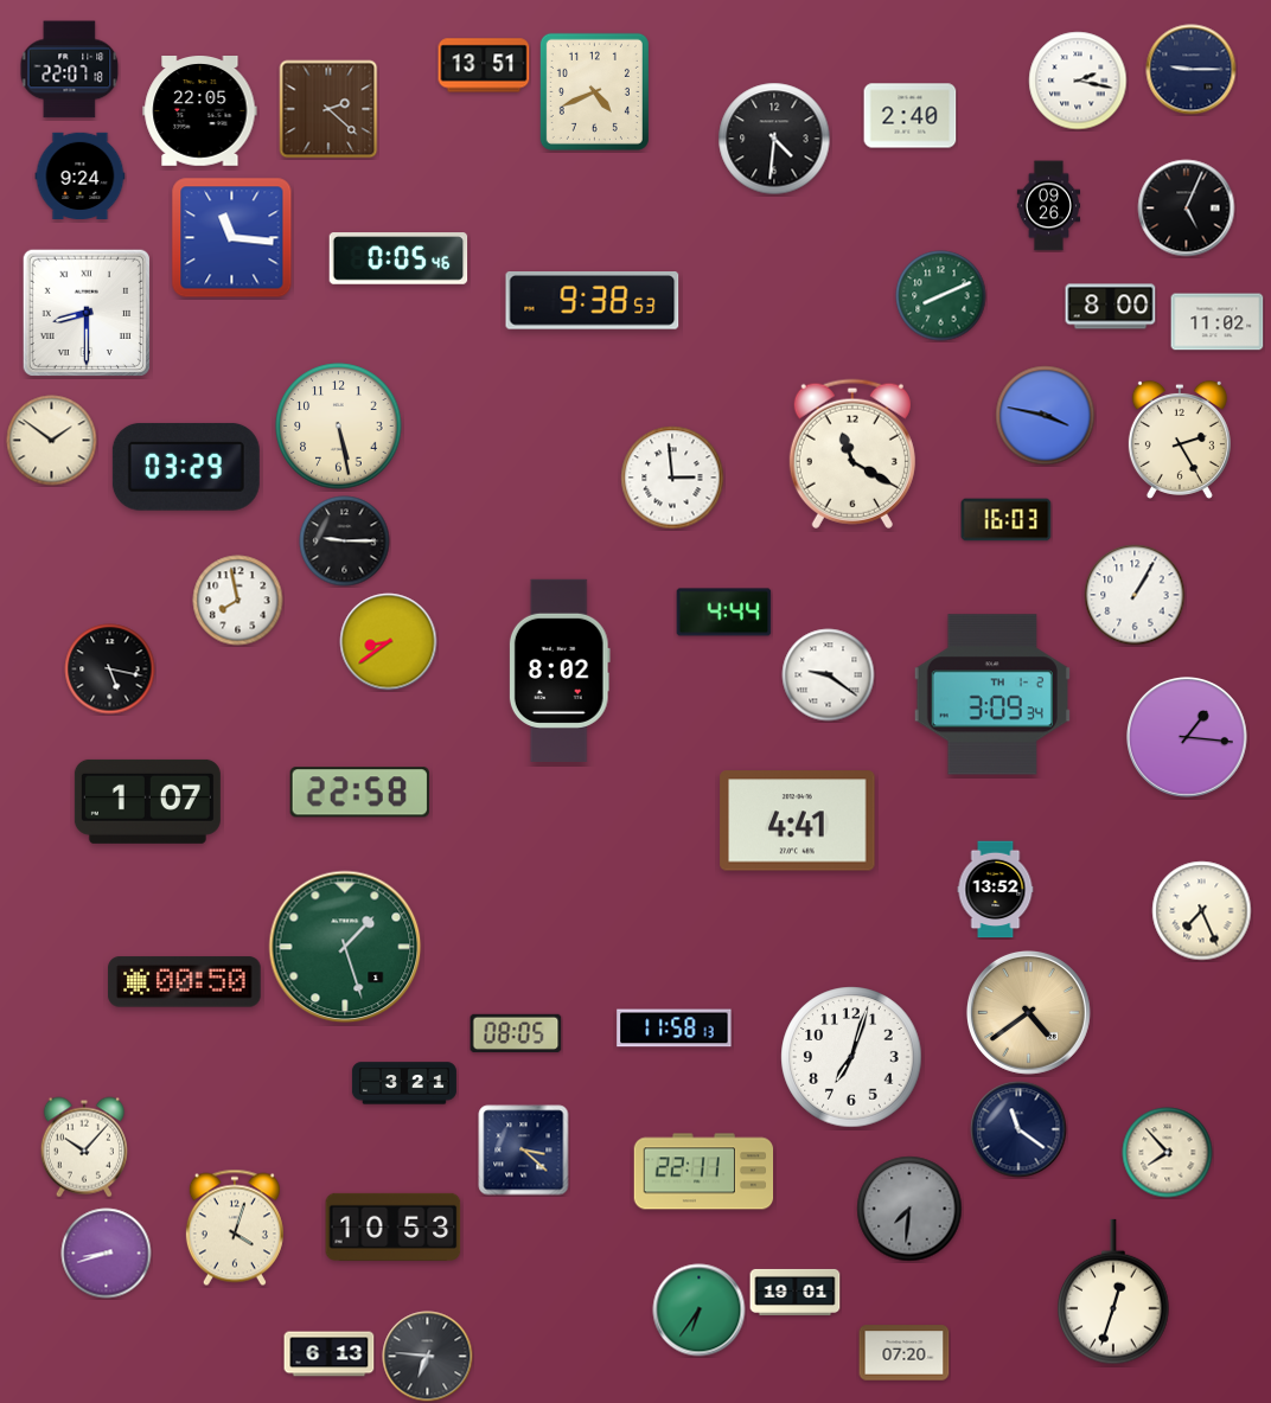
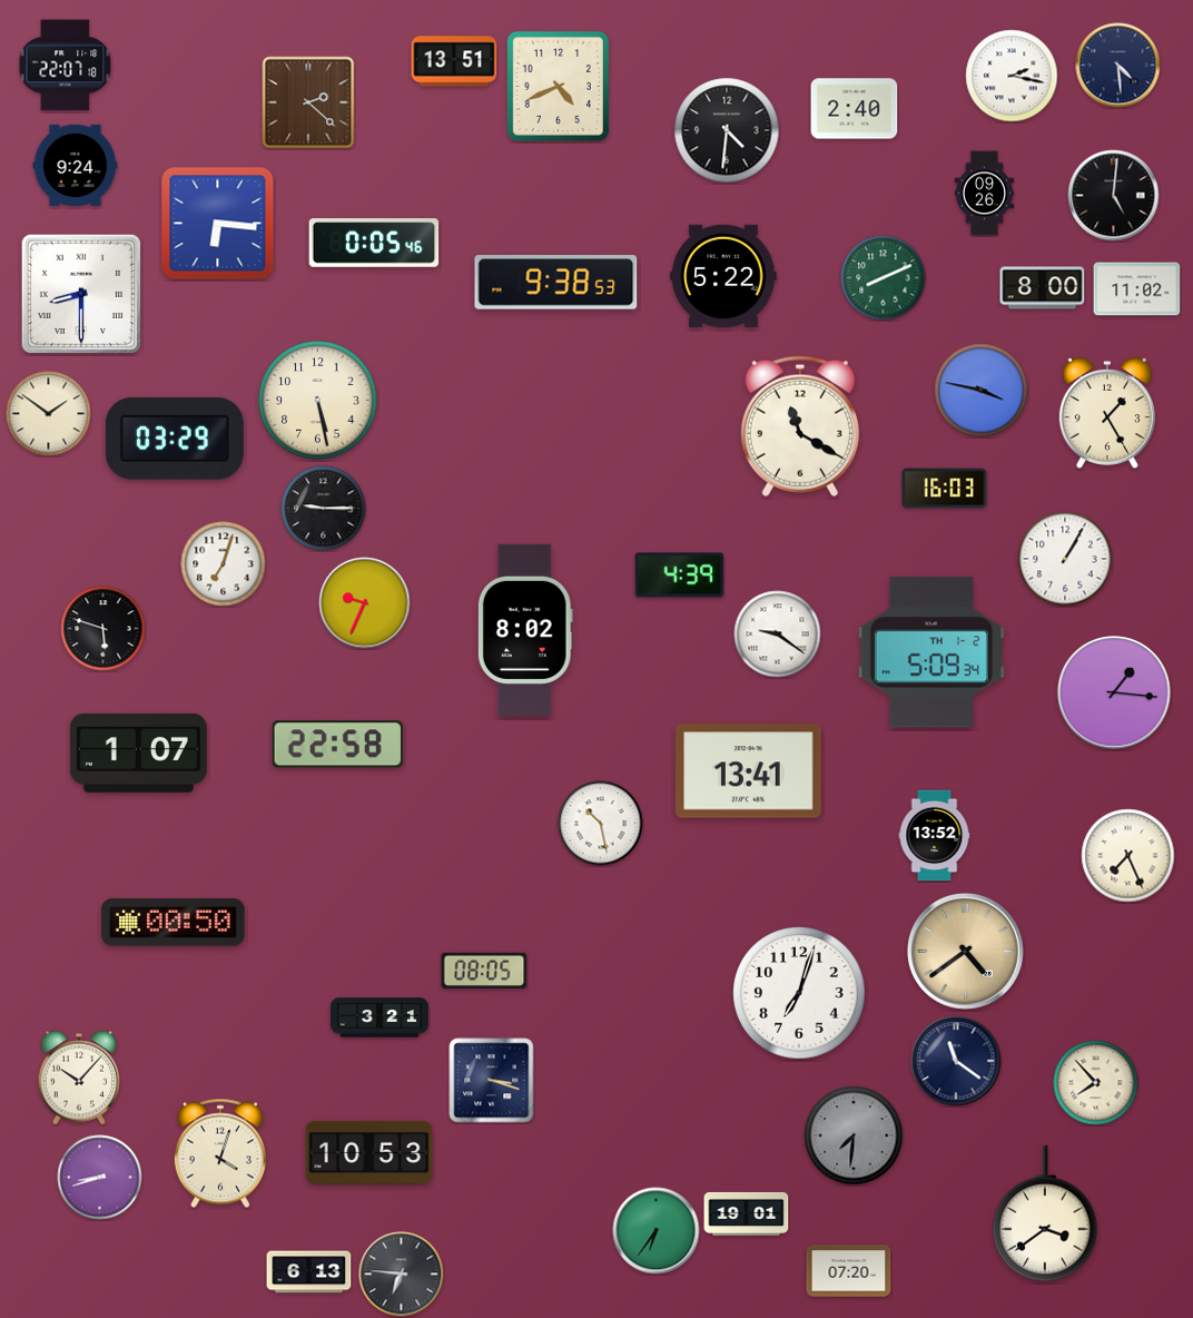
clock at (1192, 70): 9:15 -> 4:29
clock at (200, 111): 22:05 -> none
clock at (1187, 209): 5:04 -> 5:01
clock at (232, 238): 11:16 -> 6:16
clock at (723, 275): none -> 5:22
clock at (1218, 322) position: (1218, 322) -> (1137, 289)
clock at (1180, 440): 2:25 -> 1:25
clock at (672, 478): 2:59 -> none
clock at (238, 601): 7:58 -> 7:03
clock at (724, 613): 4:44 -> 4:39
clock at (389, 642): 8:39 -> 9:34
clock at (110, 670): 5:17 -> 5:48
clock at (992, 694): 3:09 -> 5:09
clock at (798, 821): 4:41 -> 13:41
clock at (601, 824): none -> 10:28
clock at (345, 947): 1:27 -> none
clock at (675, 1029): 11:58 -> none
clock at (524, 1151): 3:22 -> 3:18
clock at (704, 1172): 22:11 -> none
clock at (1113, 1292): 12:33 -> 3:39
